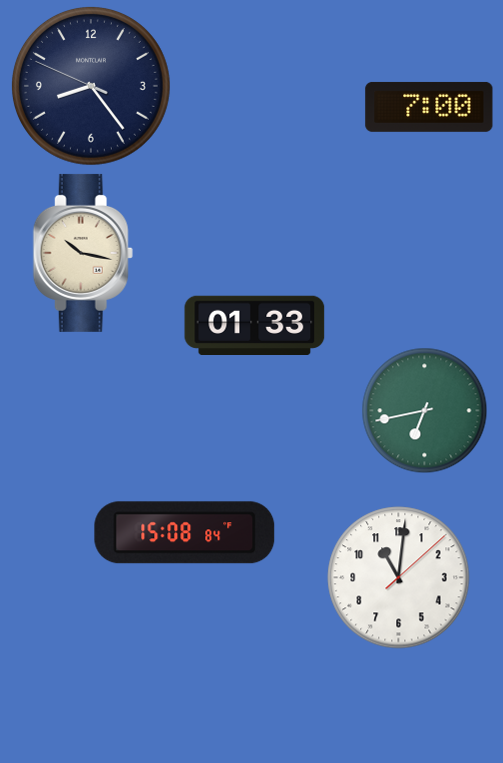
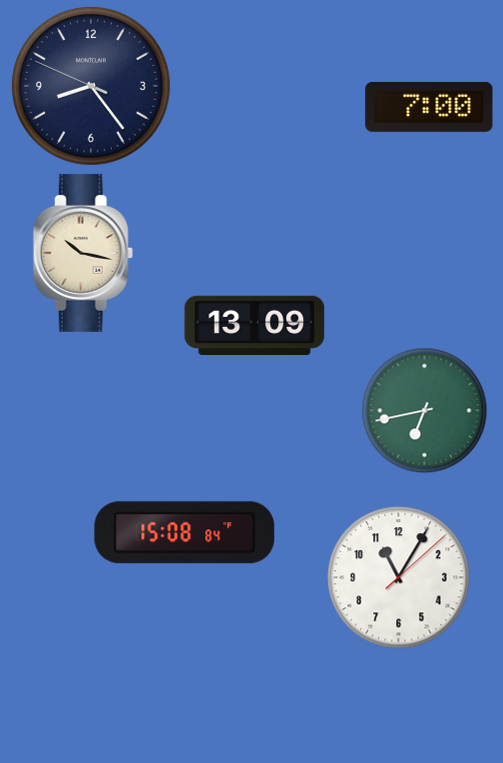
clock at (255, 325): 01:33 -> 13:09
clock at (399, 578): 11:01 -> 11:05
